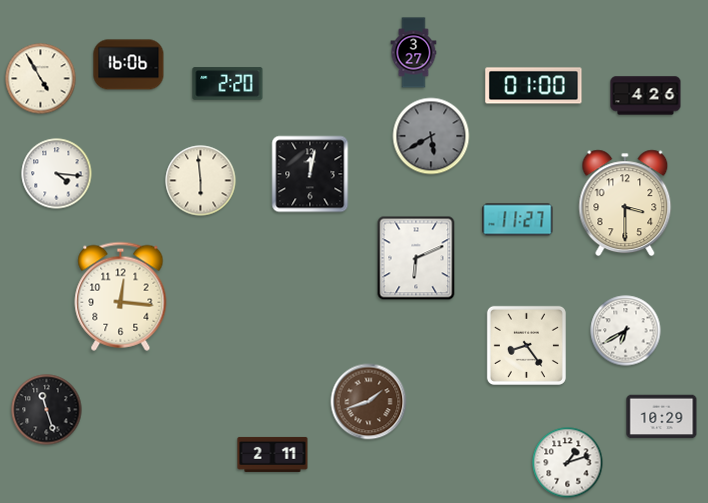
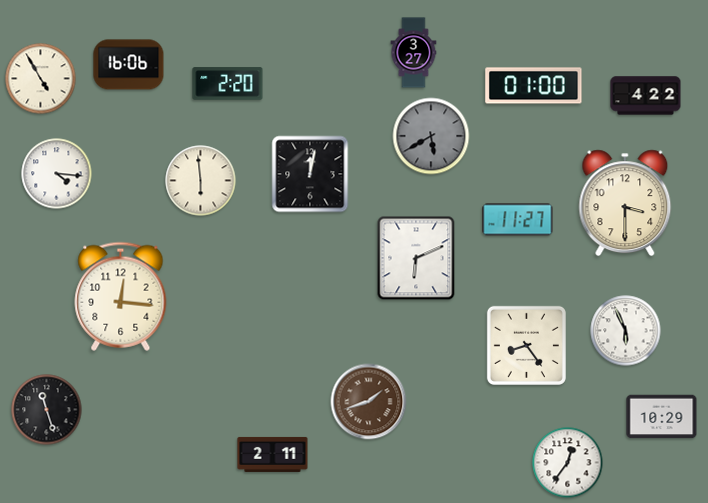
clock at (646, 96): 4:26 -> 4:22
clock at (626, 331): 6:40 -> 5:56
clock at (568, 463): 1:12 -> 12:36
